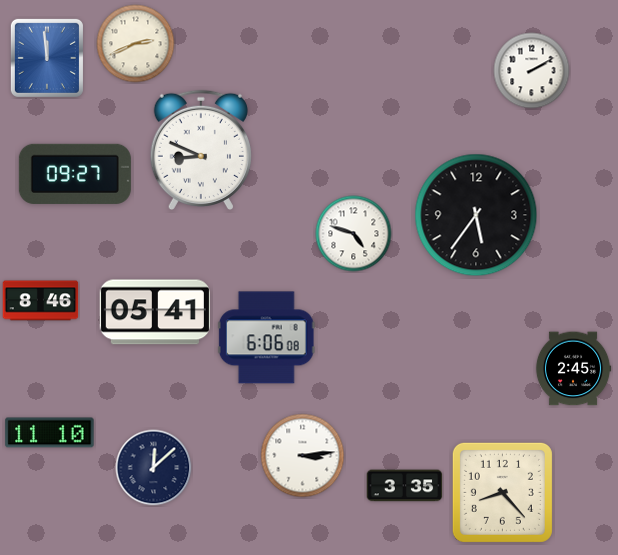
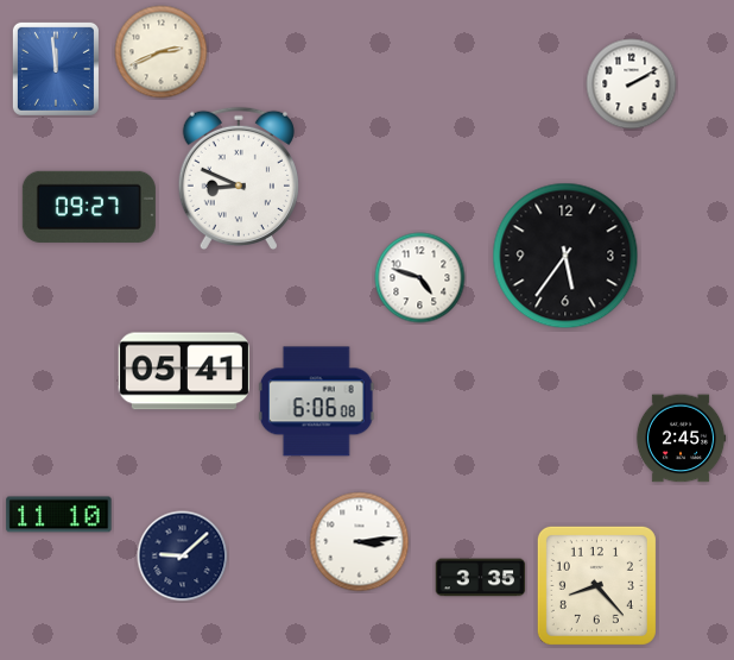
clock at (41, 301): 8:46 -> none
clock at (154, 468): 12:08 -> 9:08
